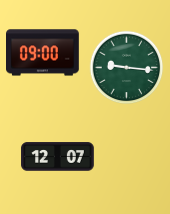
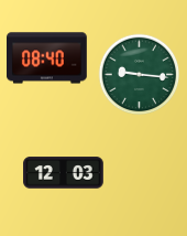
clock at (43, 53): 09:00 -> 08:40
clock at (58, 157): 12:07 -> 12:03
